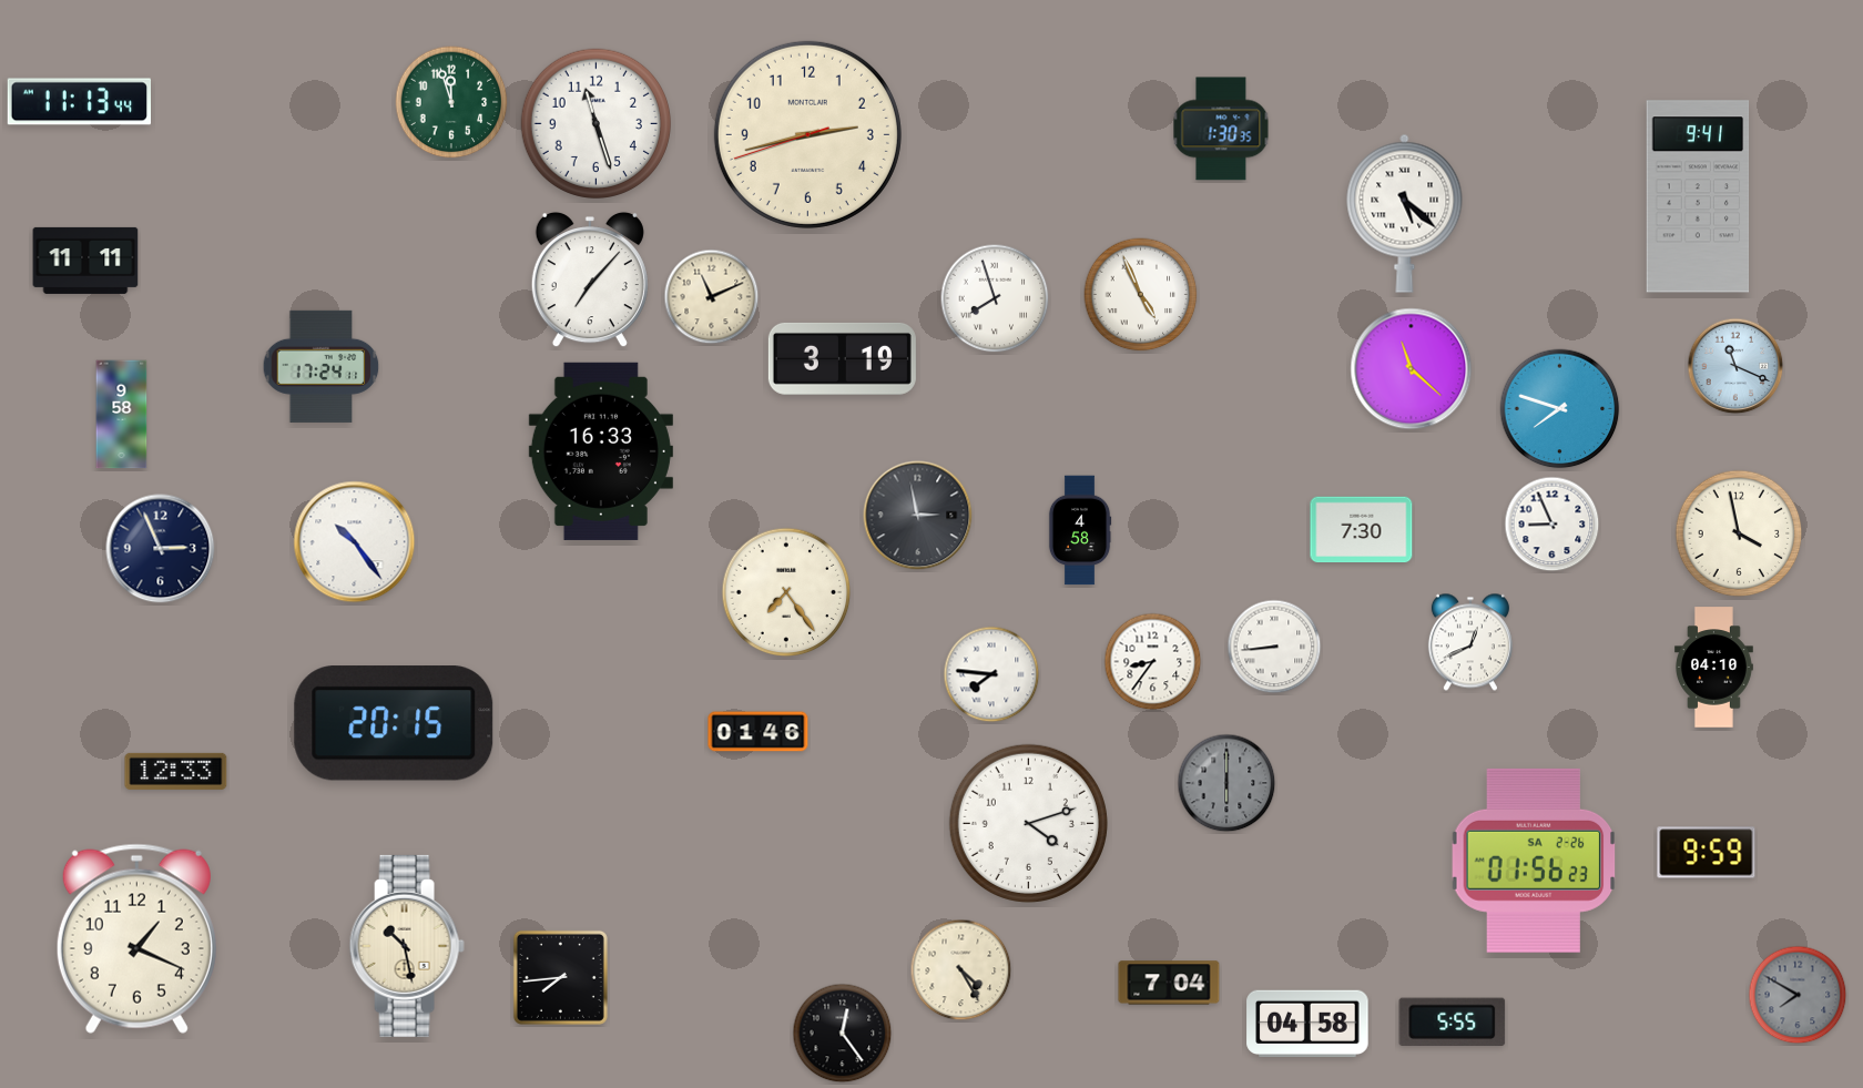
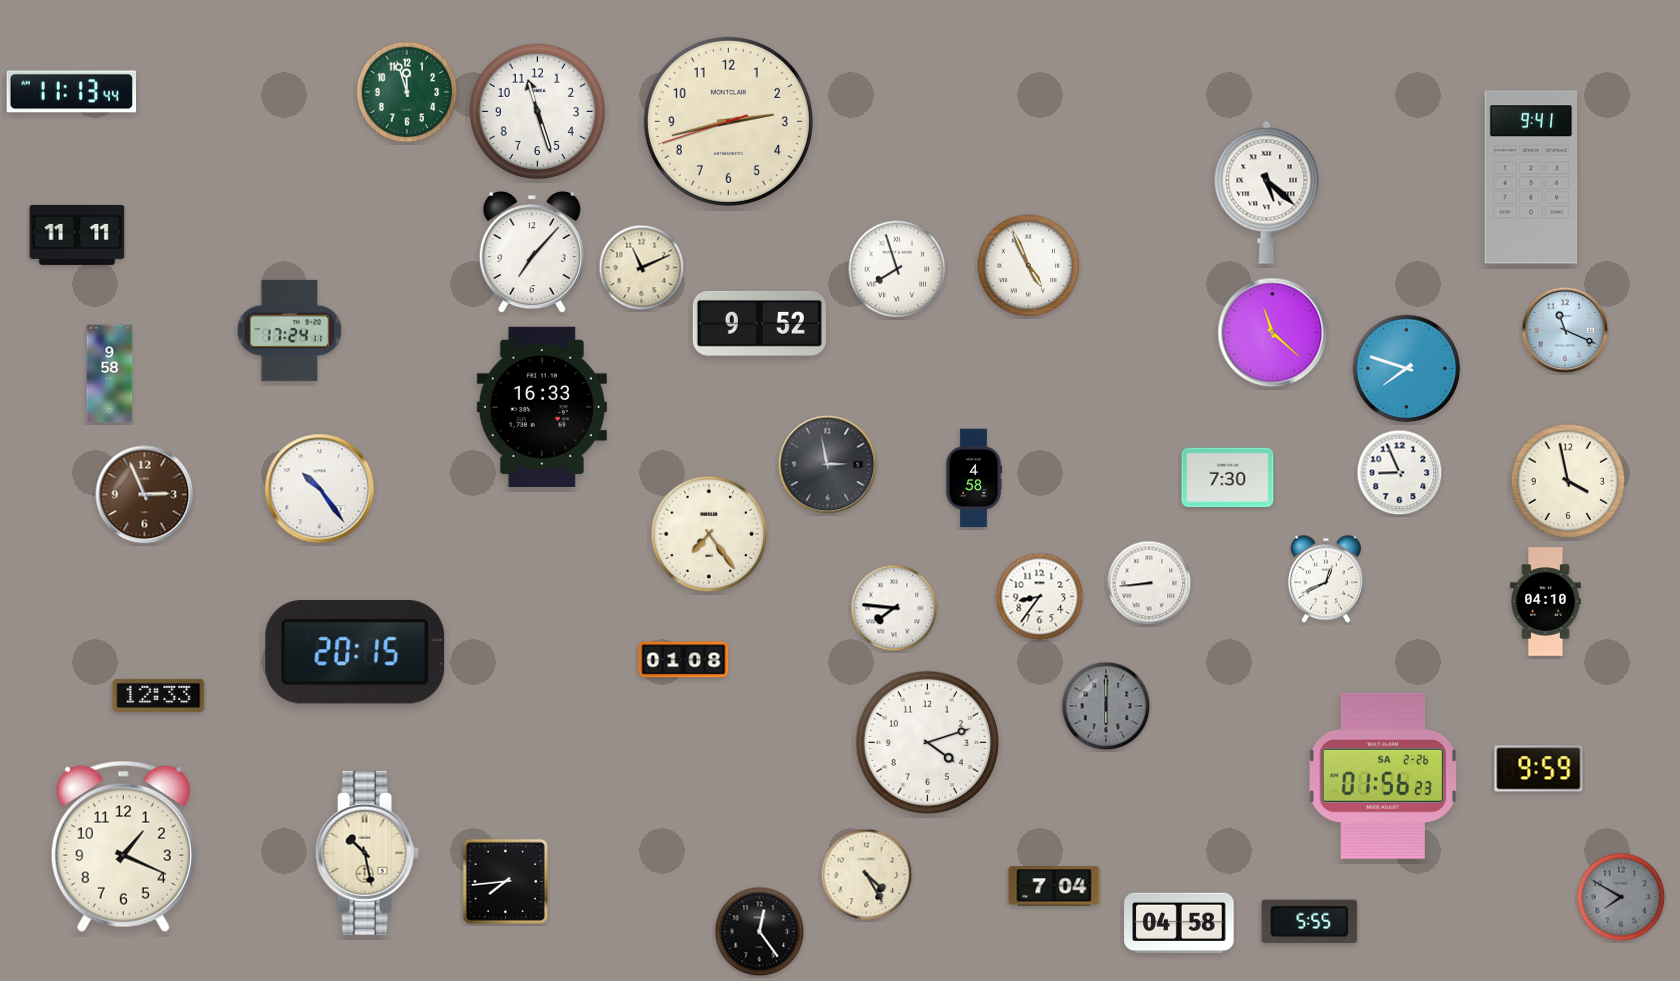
clock at (1221, 129): 1:30 -> none
clock at (842, 358): 3:19 -> 9:52
clock at (161, 549) dial: navy -> brown
clock at (759, 732): 01:46 -> 01:08
